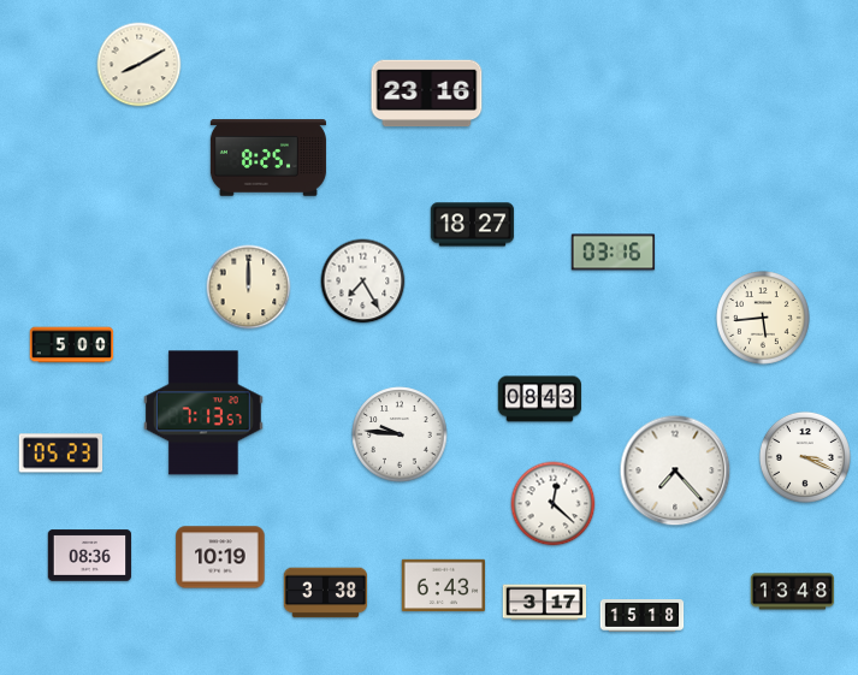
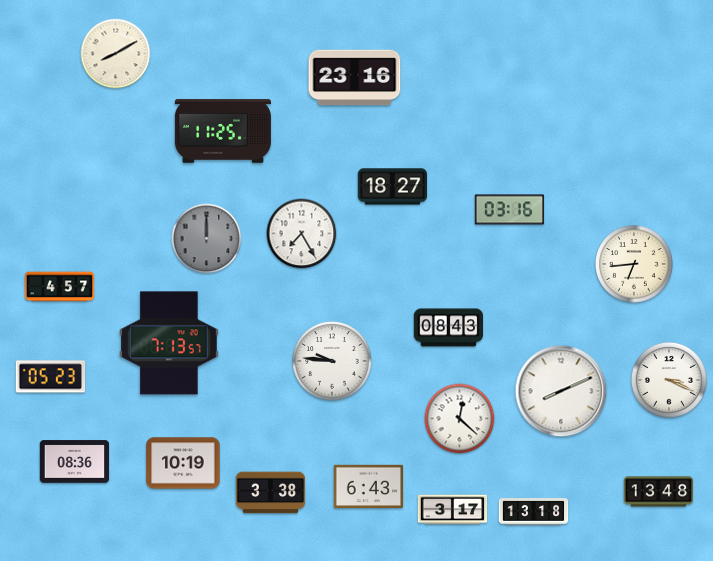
clock at (268, 158): 8:25 -> 11:25
clock at (249, 288) dial: cream -> grey
clock at (764, 319): 5:44 -> 6:44
clock at (72, 345): 5:00 -> 4:57
clock at (540, 399) position: (540, 399) -> (449, 328)
clock at (675, 470): 7:23 -> 8:11
clock at (545, 603) position: (545, 603) -> (453, 510)
clock at (643, 616): 15:18 -> 13:18
